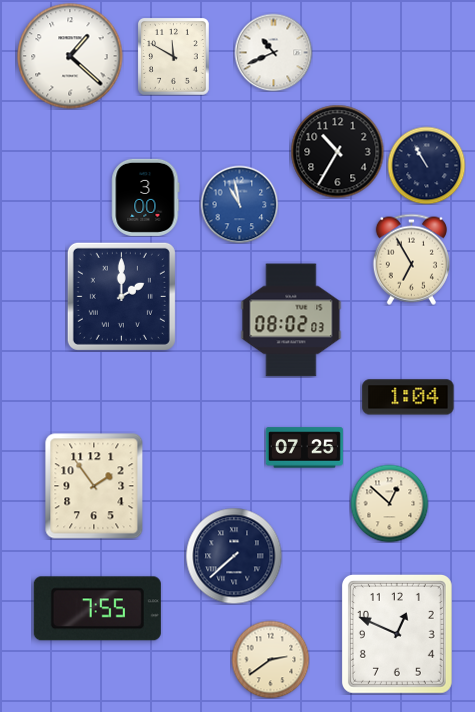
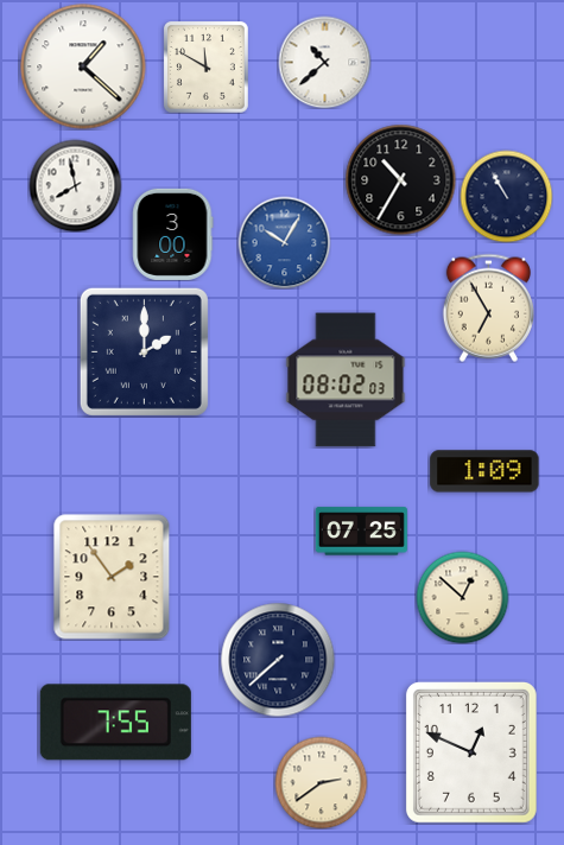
clock at (273, 52): 10:41 -> 10:38
clock at (75, 185): none -> 7:58
clock at (239, 204): 10:58 -> 10:05
clock at (408, 397): 1:04 -> 1:09
